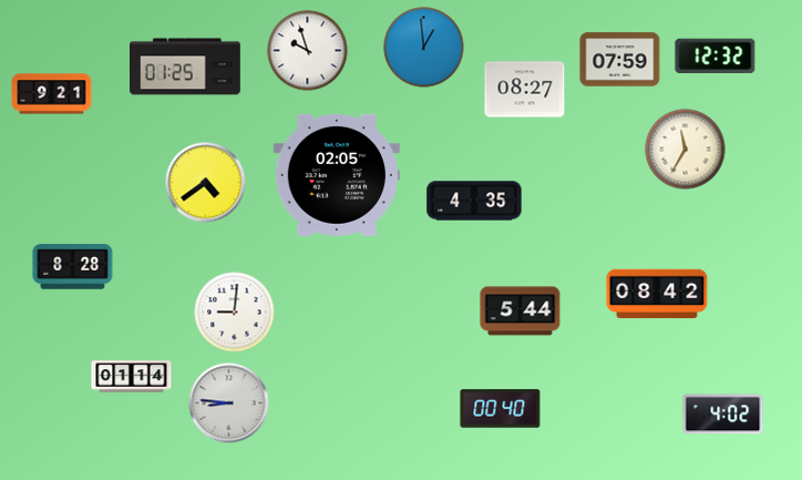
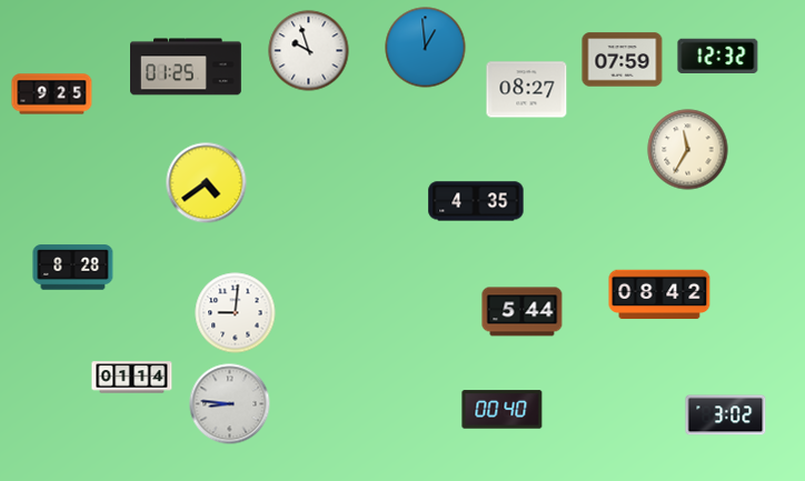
clock at (52, 94): 9:21 -> 9:25
clock at (337, 175): 02:05 -> none
clock at (723, 415): 4:02 -> 3:02
